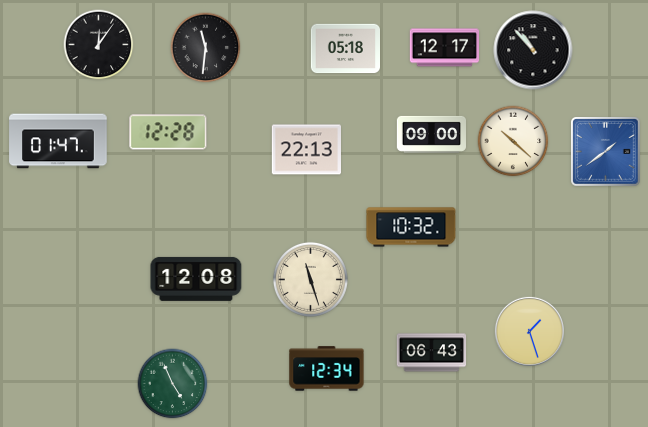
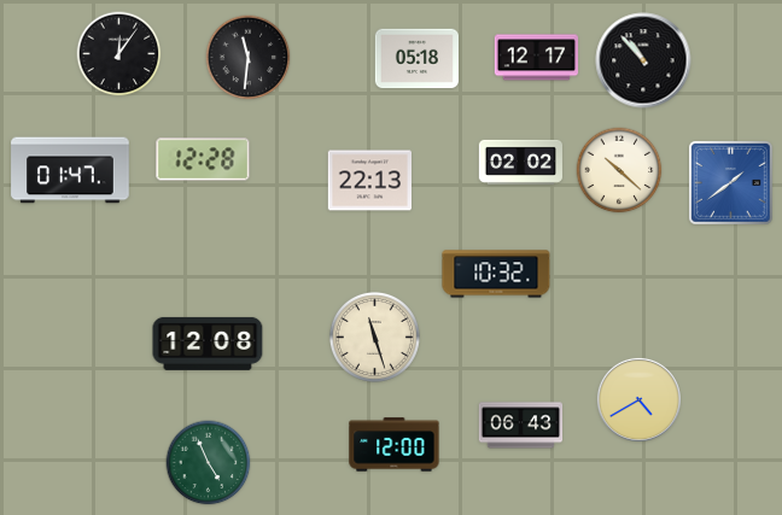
clock at (432, 134): 09:00 -> 02:02
clock at (196, 279) position: (196, 279) -> (208, 344)
clock at (529, 331): 1:27 -> 4:40
clock at (327, 369): 12:34 -> 12:00
